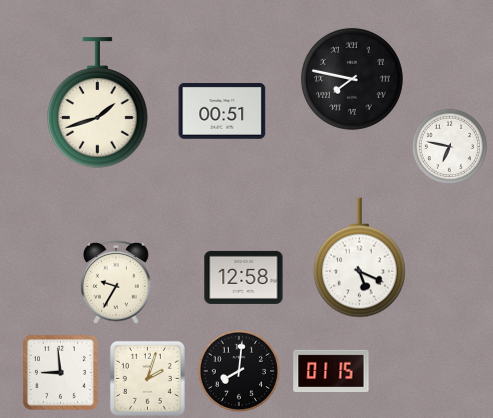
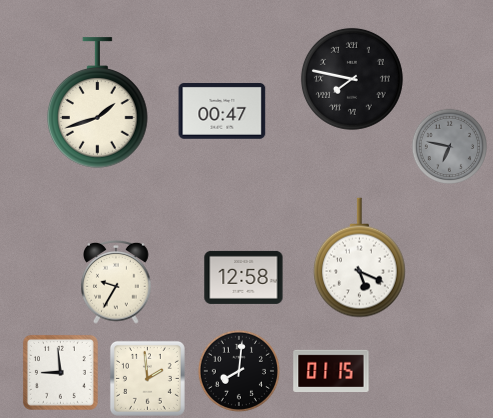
clock at (222, 112): 00:51 -> 00:47
clock at (450, 147) dial: white -> grey
clock at (147, 378): 2:03 -> 1:59
